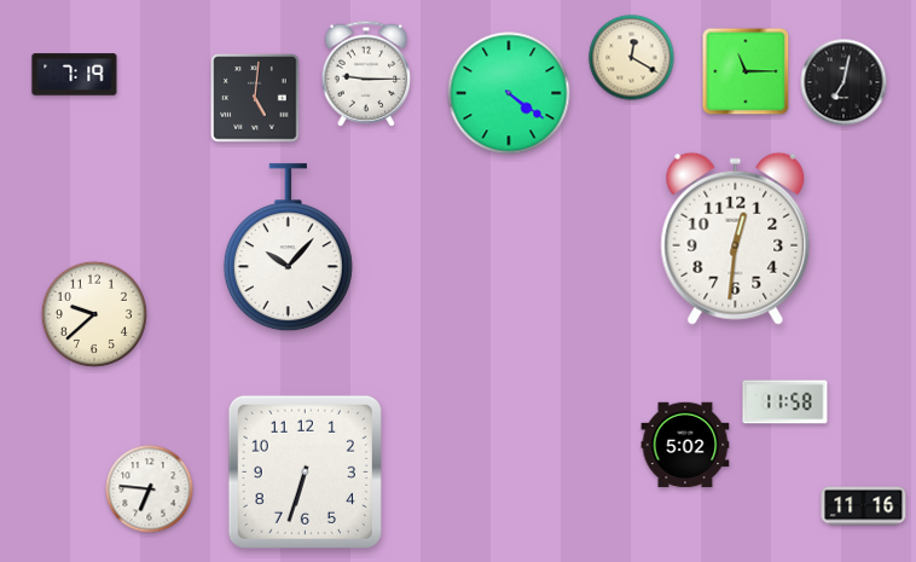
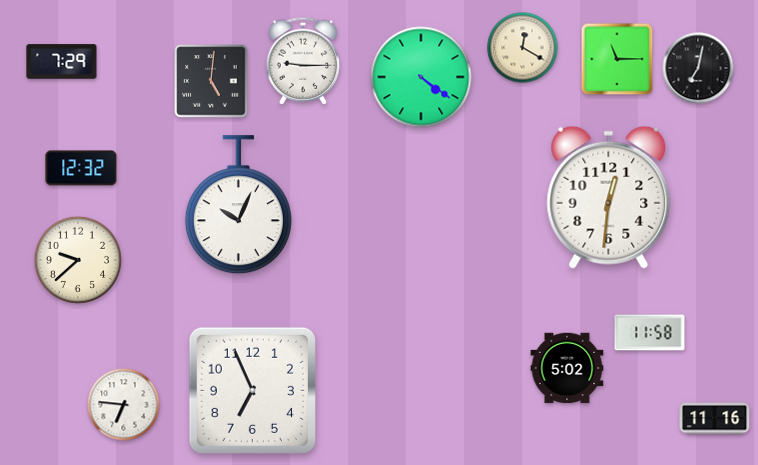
clock at (75, 75): 7:19 -> 7:29
clock at (81, 168): none -> 12:32
clock at (288, 248): 10:07 -> 10:04
clock at (305, 471): 6:33 -> 6:56
